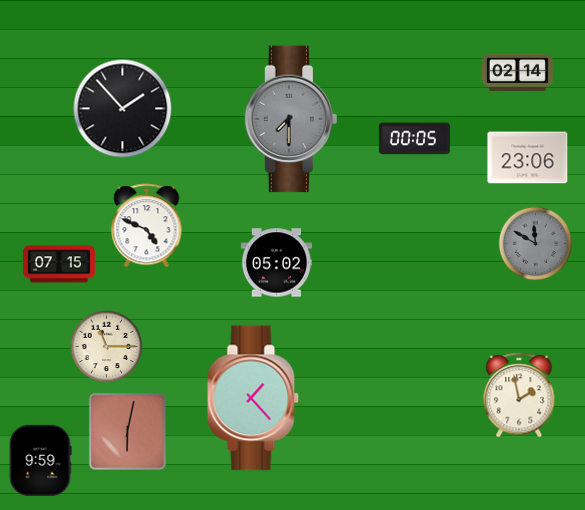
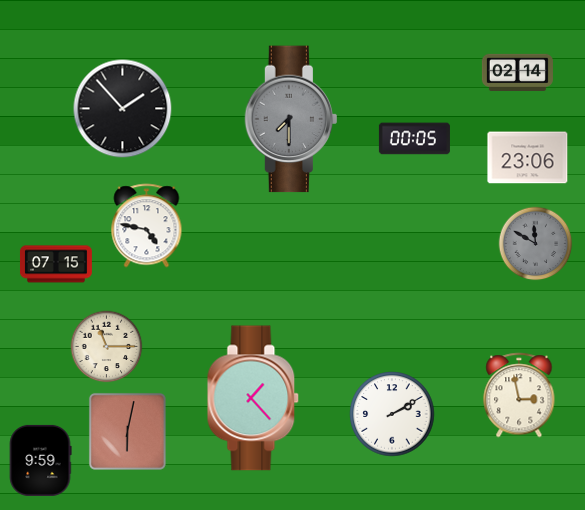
clock at (147, 226): 4:49 -> 4:47
clock at (276, 263): 05:02 -> none
clock at (59, 264) position: (59, 264) -> (56, 264)
clock at (519, 395): 1:58 -> 2:58
clock at (392, 414): none -> 2:10
